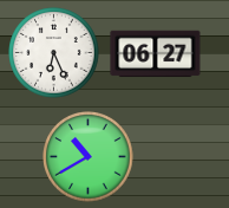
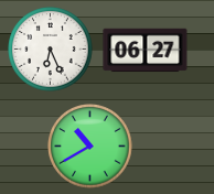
clock at (89, 157) position: (89, 157) -> (90, 147)
